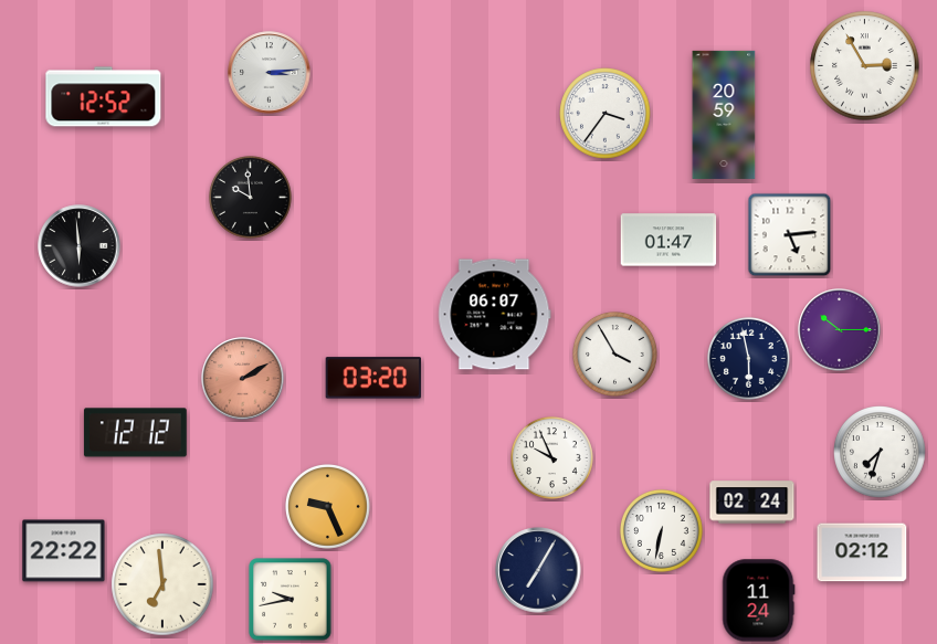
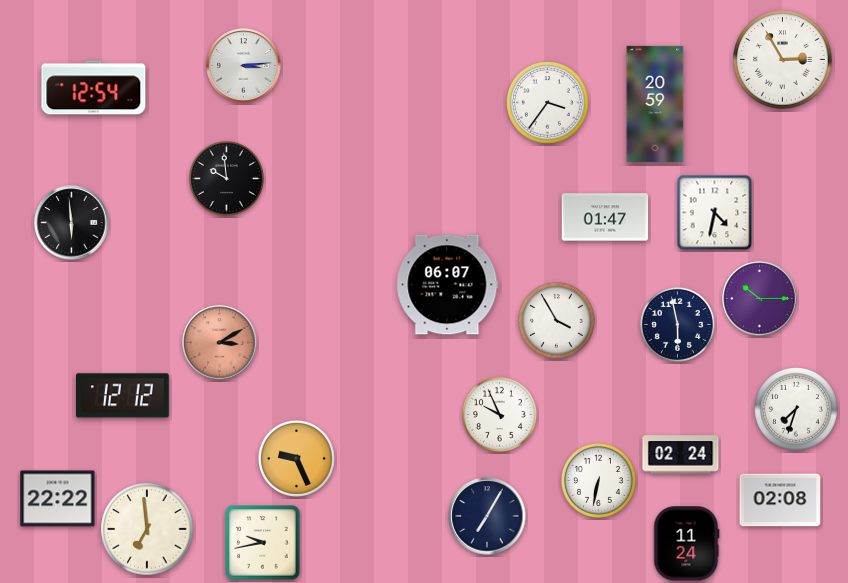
clock at (104, 97): 12:52 -> 12:54
clock at (790, 235): 5:14 -> 4:32
clock at (373, 378): 03:20 -> none
clock at (243, 379): 2:10 -> 3:10
clock at (135, 433) position: (135, 433) -> (122, 396)
clock at (862, 552): 02:12 -> 02:08
